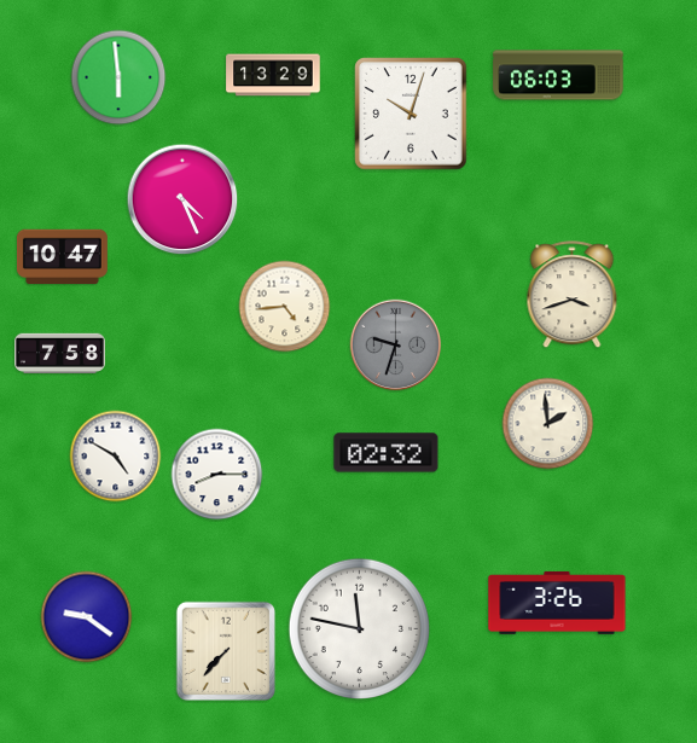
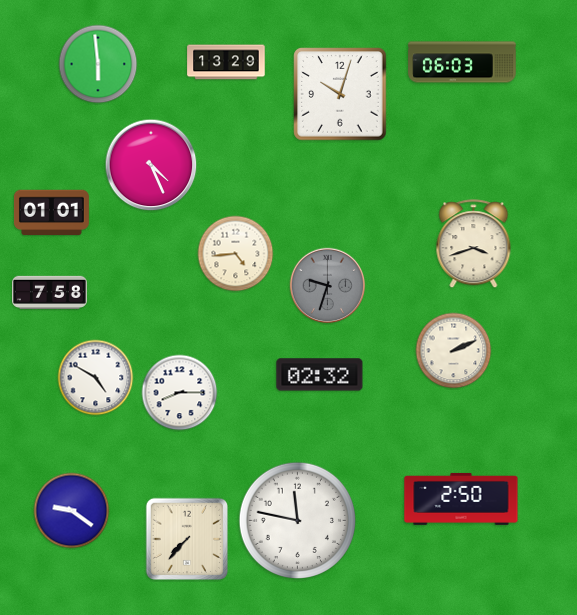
clock at (62, 257): 10:47 -> 01:01
clock at (548, 424): 1:59 -> 2:11
clock at (557, 603): 3:26 -> 2:50
